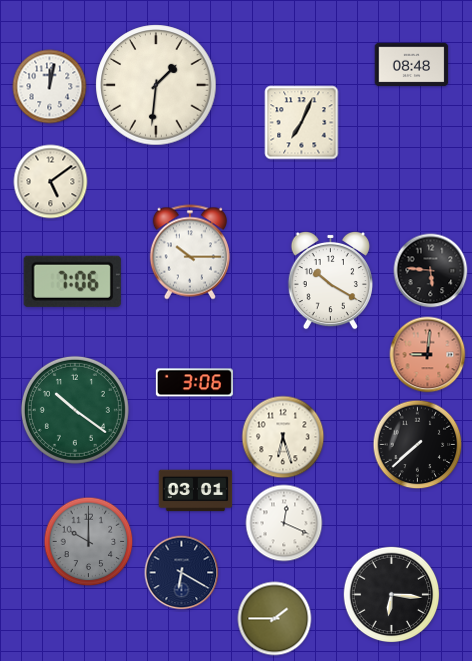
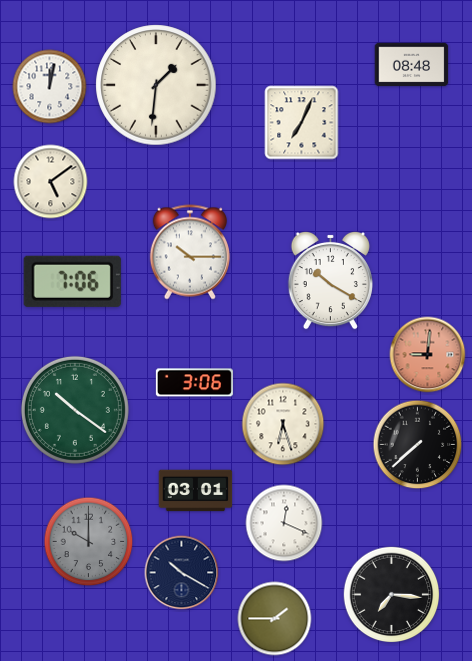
clock at (431, 271): 5:46 -> none
clock at (283, 437) position: (283, 437) -> (283, 424)
clock at (182, 573): 6:20 -> 10:20
clock at (392, 595): 6:16 -> 7:16
